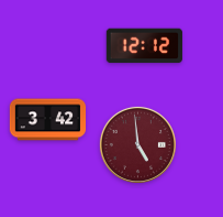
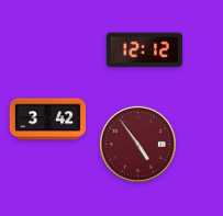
clock at (144, 46) position: (144, 46) -> (144, 50)
clock at (137, 144): 4:59 -> 4:54
